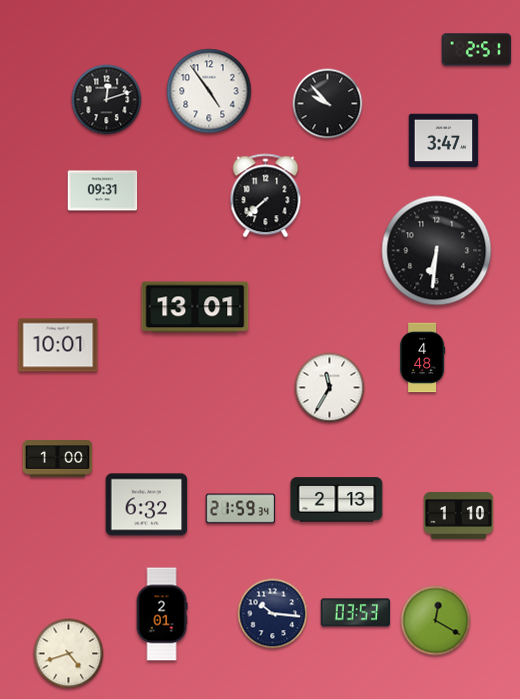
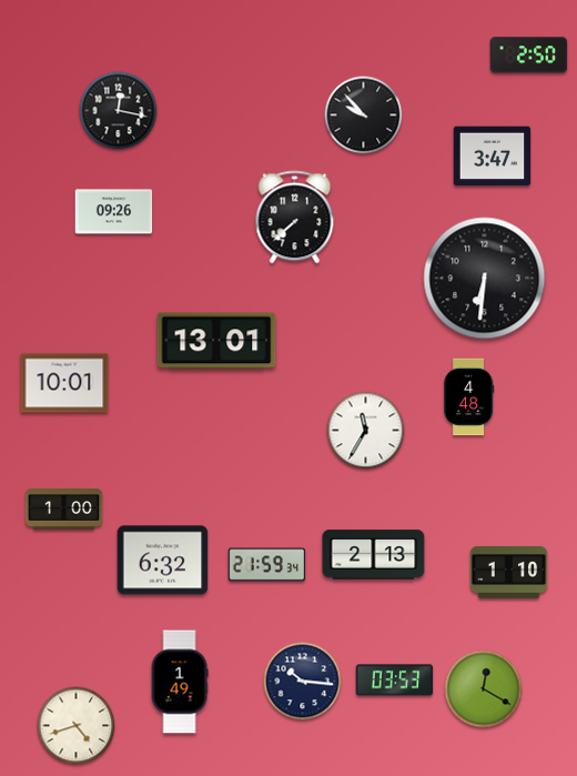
clock at (477, 50): 2:51 -> 2:50
clock at (209, 91): 4:54 -> none
clock at (107, 100): 12:12 -> 12:17
clock at (103, 191): 09:31 -> 09:26
clock at (162, 614): 2:01 -> 1:49
